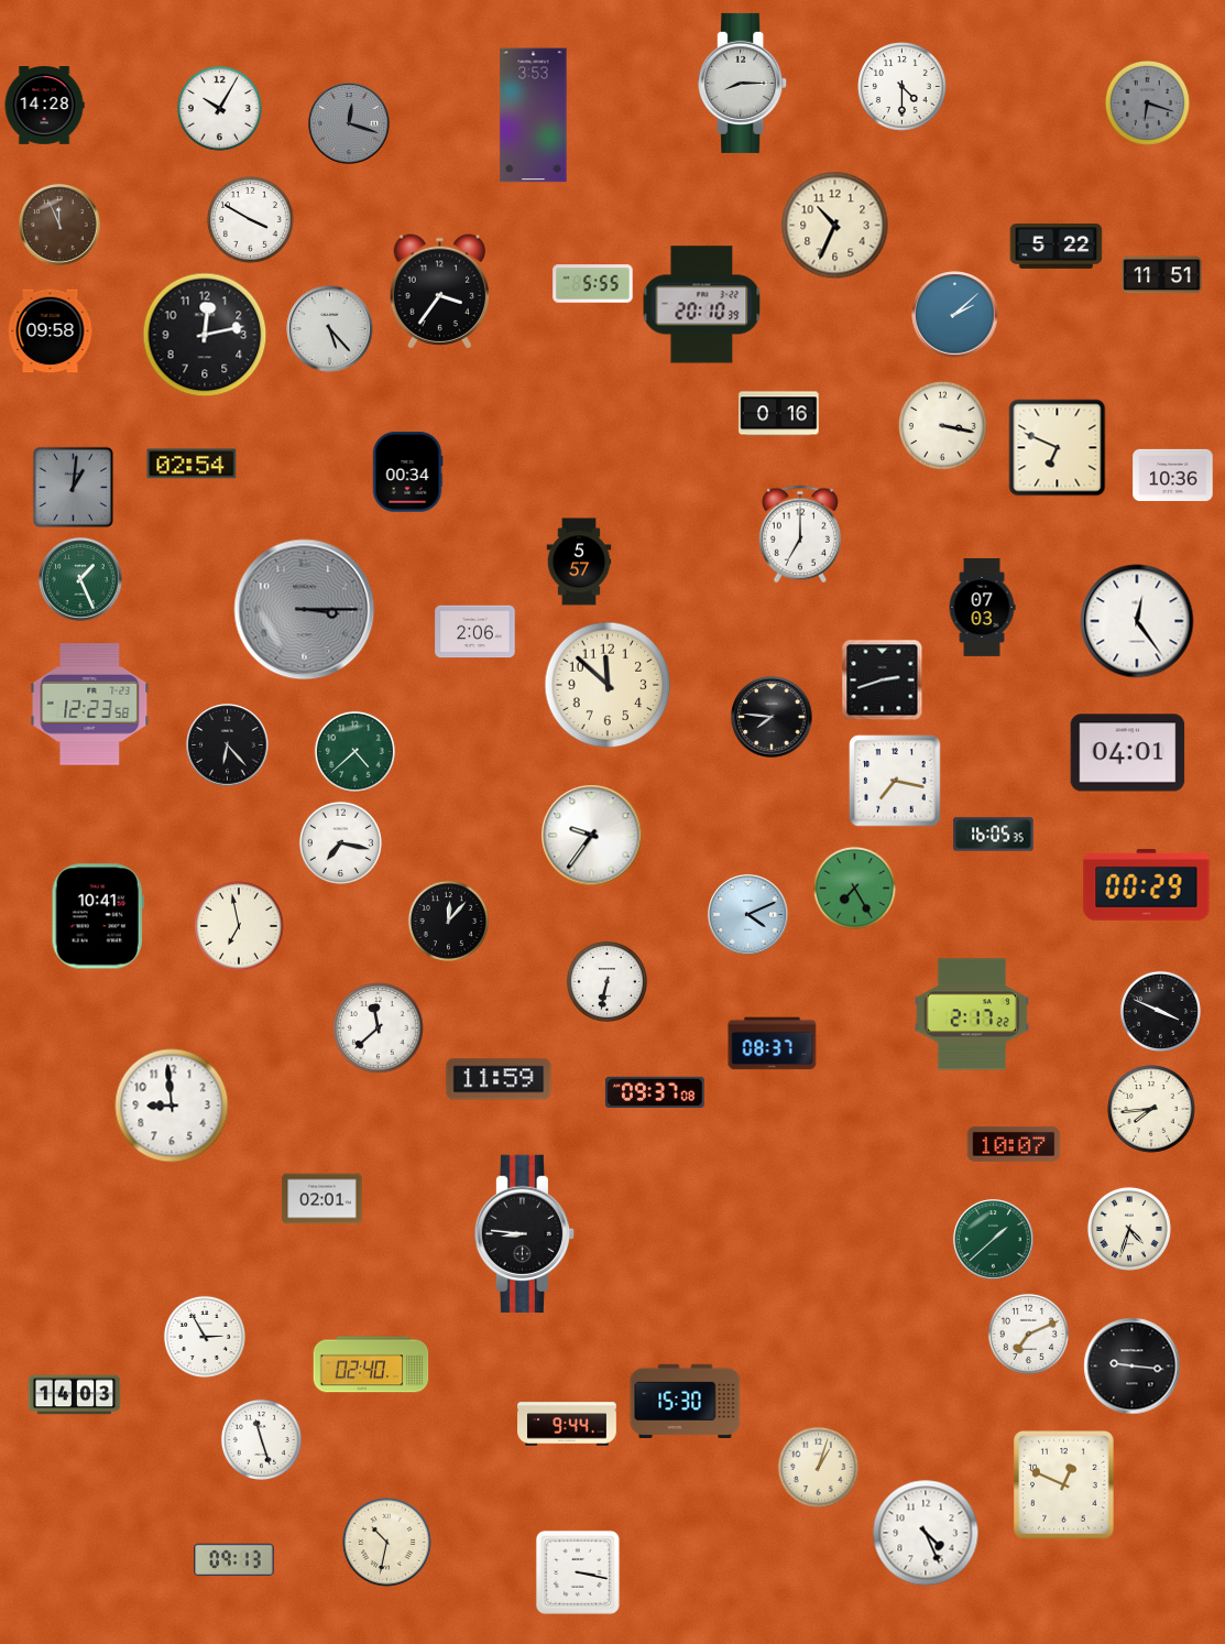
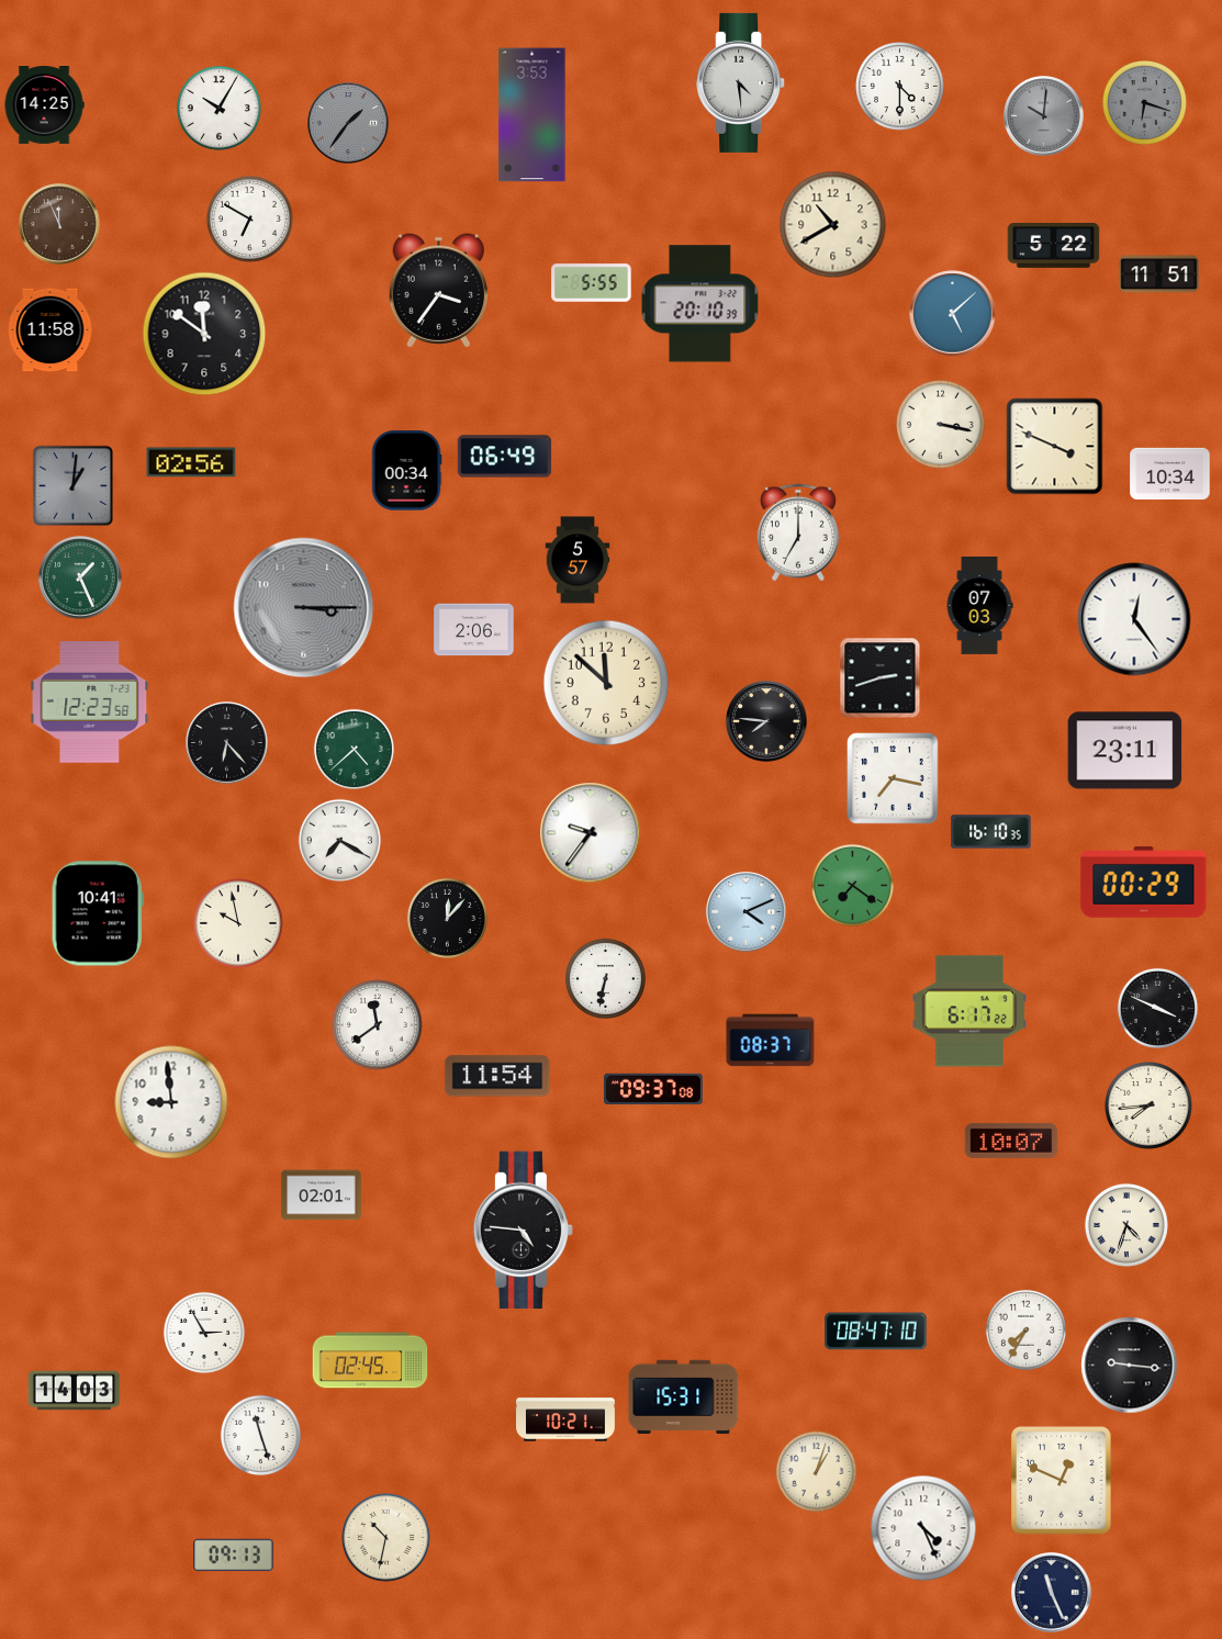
clock at (743, 83): 8:15 -> 4:29
clock at (44, 106): 14:28 -> 14:25
clock at (1044, 116): none -> 10:01
clock at (349, 123): 12:18 -> 1:36
clock at (250, 219): 3:50 -> 6:50
clock at (835, 226): 10:34 -> 10:40
clock at (955, 315): 2:08 -> 5:08
clock at (330, 329): 5:23 -> none
clock at (51, 331): 09:58 -> 11:58
clock at (205, 335): 12:13 -> 11:51
clock at (779, 414): 0:16 -> none
clock at (1058, 448): 6:49 -> 3:49
clock at (505, 457): none -> 06:49
clock at (192, 464): 02:54 -> 02:56
clock at (1173, 475): 10:36 -> 10:34
clock at (772, 717) position: (772, 717) -> (766, 721)
clock at (1128, 753): 04:01 -> 23:11
clock at (994, 835): 16:05 -> 16:10
clock at (340, 842): 7:17 -> 7:20
clock at (854, 888): 7:25 -> 7:21
clock at (239, 926): 6:58 -> 9:58
clock at (972, 1014): 2:17 -> 6:17
clock at (379, 1028): 11:38 -> 11:39
clock at (499, 1079): 11:59 -> 11:54
clock at (524, 1234): 8:46 -> 4:46
clock at (994, 1240): 1:38 -> none
clock at (1028, 1333): 7:11 -> 7:35
clock at (876, 1332): none -> 08:47
clock at (371, 1364): 02:40 -> 02:45
clock at (1133, 1367) position: (1133, 1367) -> (1130, 1366)
clock at (686, 1401): 15:30 -> 15:31
clock at (567, 1424): 9:44 -> 10:21
clock at (818, 1467) position: (818, 1467) -> (816, 1471)
clock at (578, 1572): 3:17 -> none
clock at (1052, 1593): none -> 11:26
